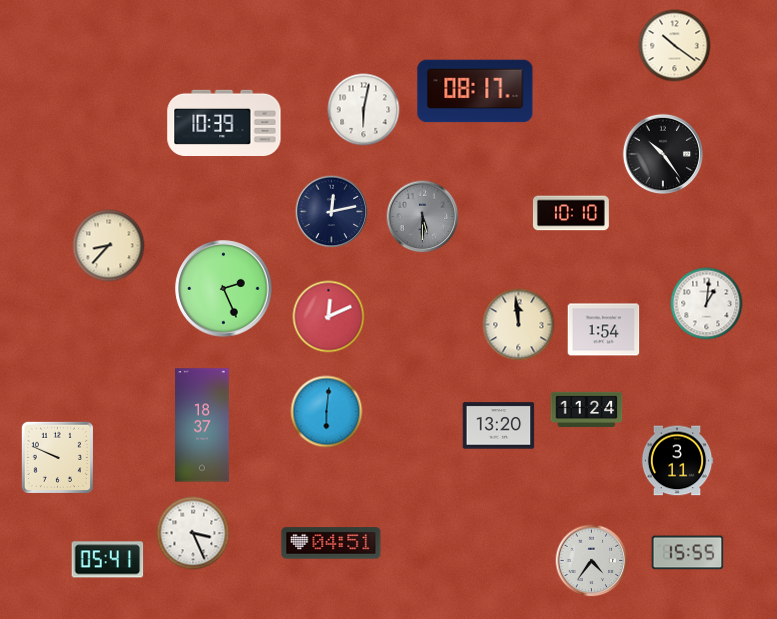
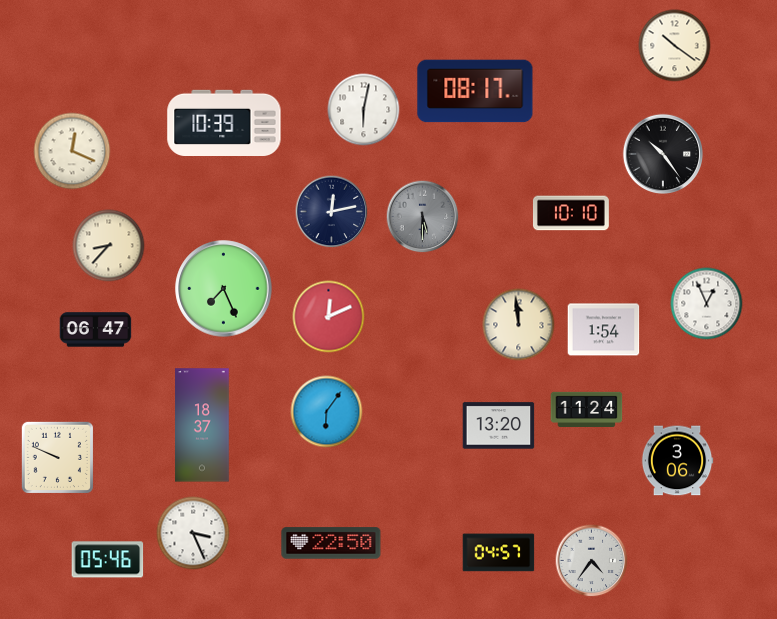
clock at (72, 151): none -> 12:19
clock at (224, 289): 2:26 -> 7:26
clock at (707, 304): 1:01 -> 12:56
clock at (96, 330): none -> 06:47
clock at (327, 412): 6:01 -> 6:06
clock at (677, 461): 3:11 -> 3:06
clock at (331, 543): 04:51 -> 22:50
clock at (499, 553): none -> 04:57
clock at (688, 553): 15:55 -> none
clock at (108, 560): 05:41 -> 05:46
